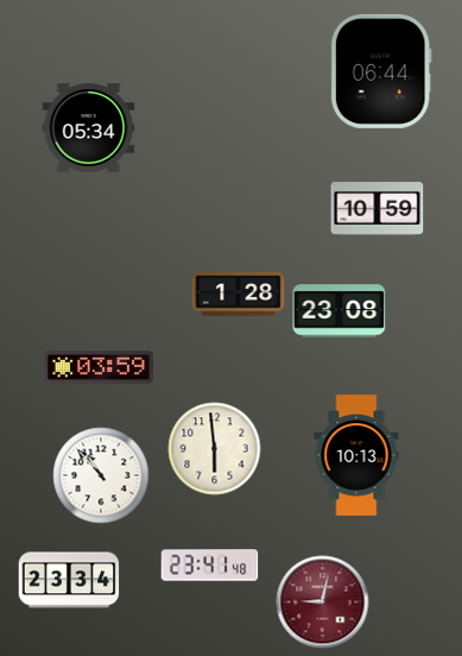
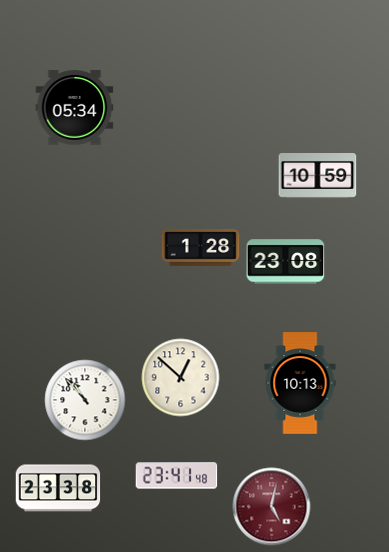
clock at (381, 71): 06:44 -> none
clock at (99, 367): 03:59 -> none
clock at (214, 448): 5:59 -> 12:52
clock at (69, 580): 23:34 -> 23:38
clock at (322, 601): 9:02 -> 5:02
